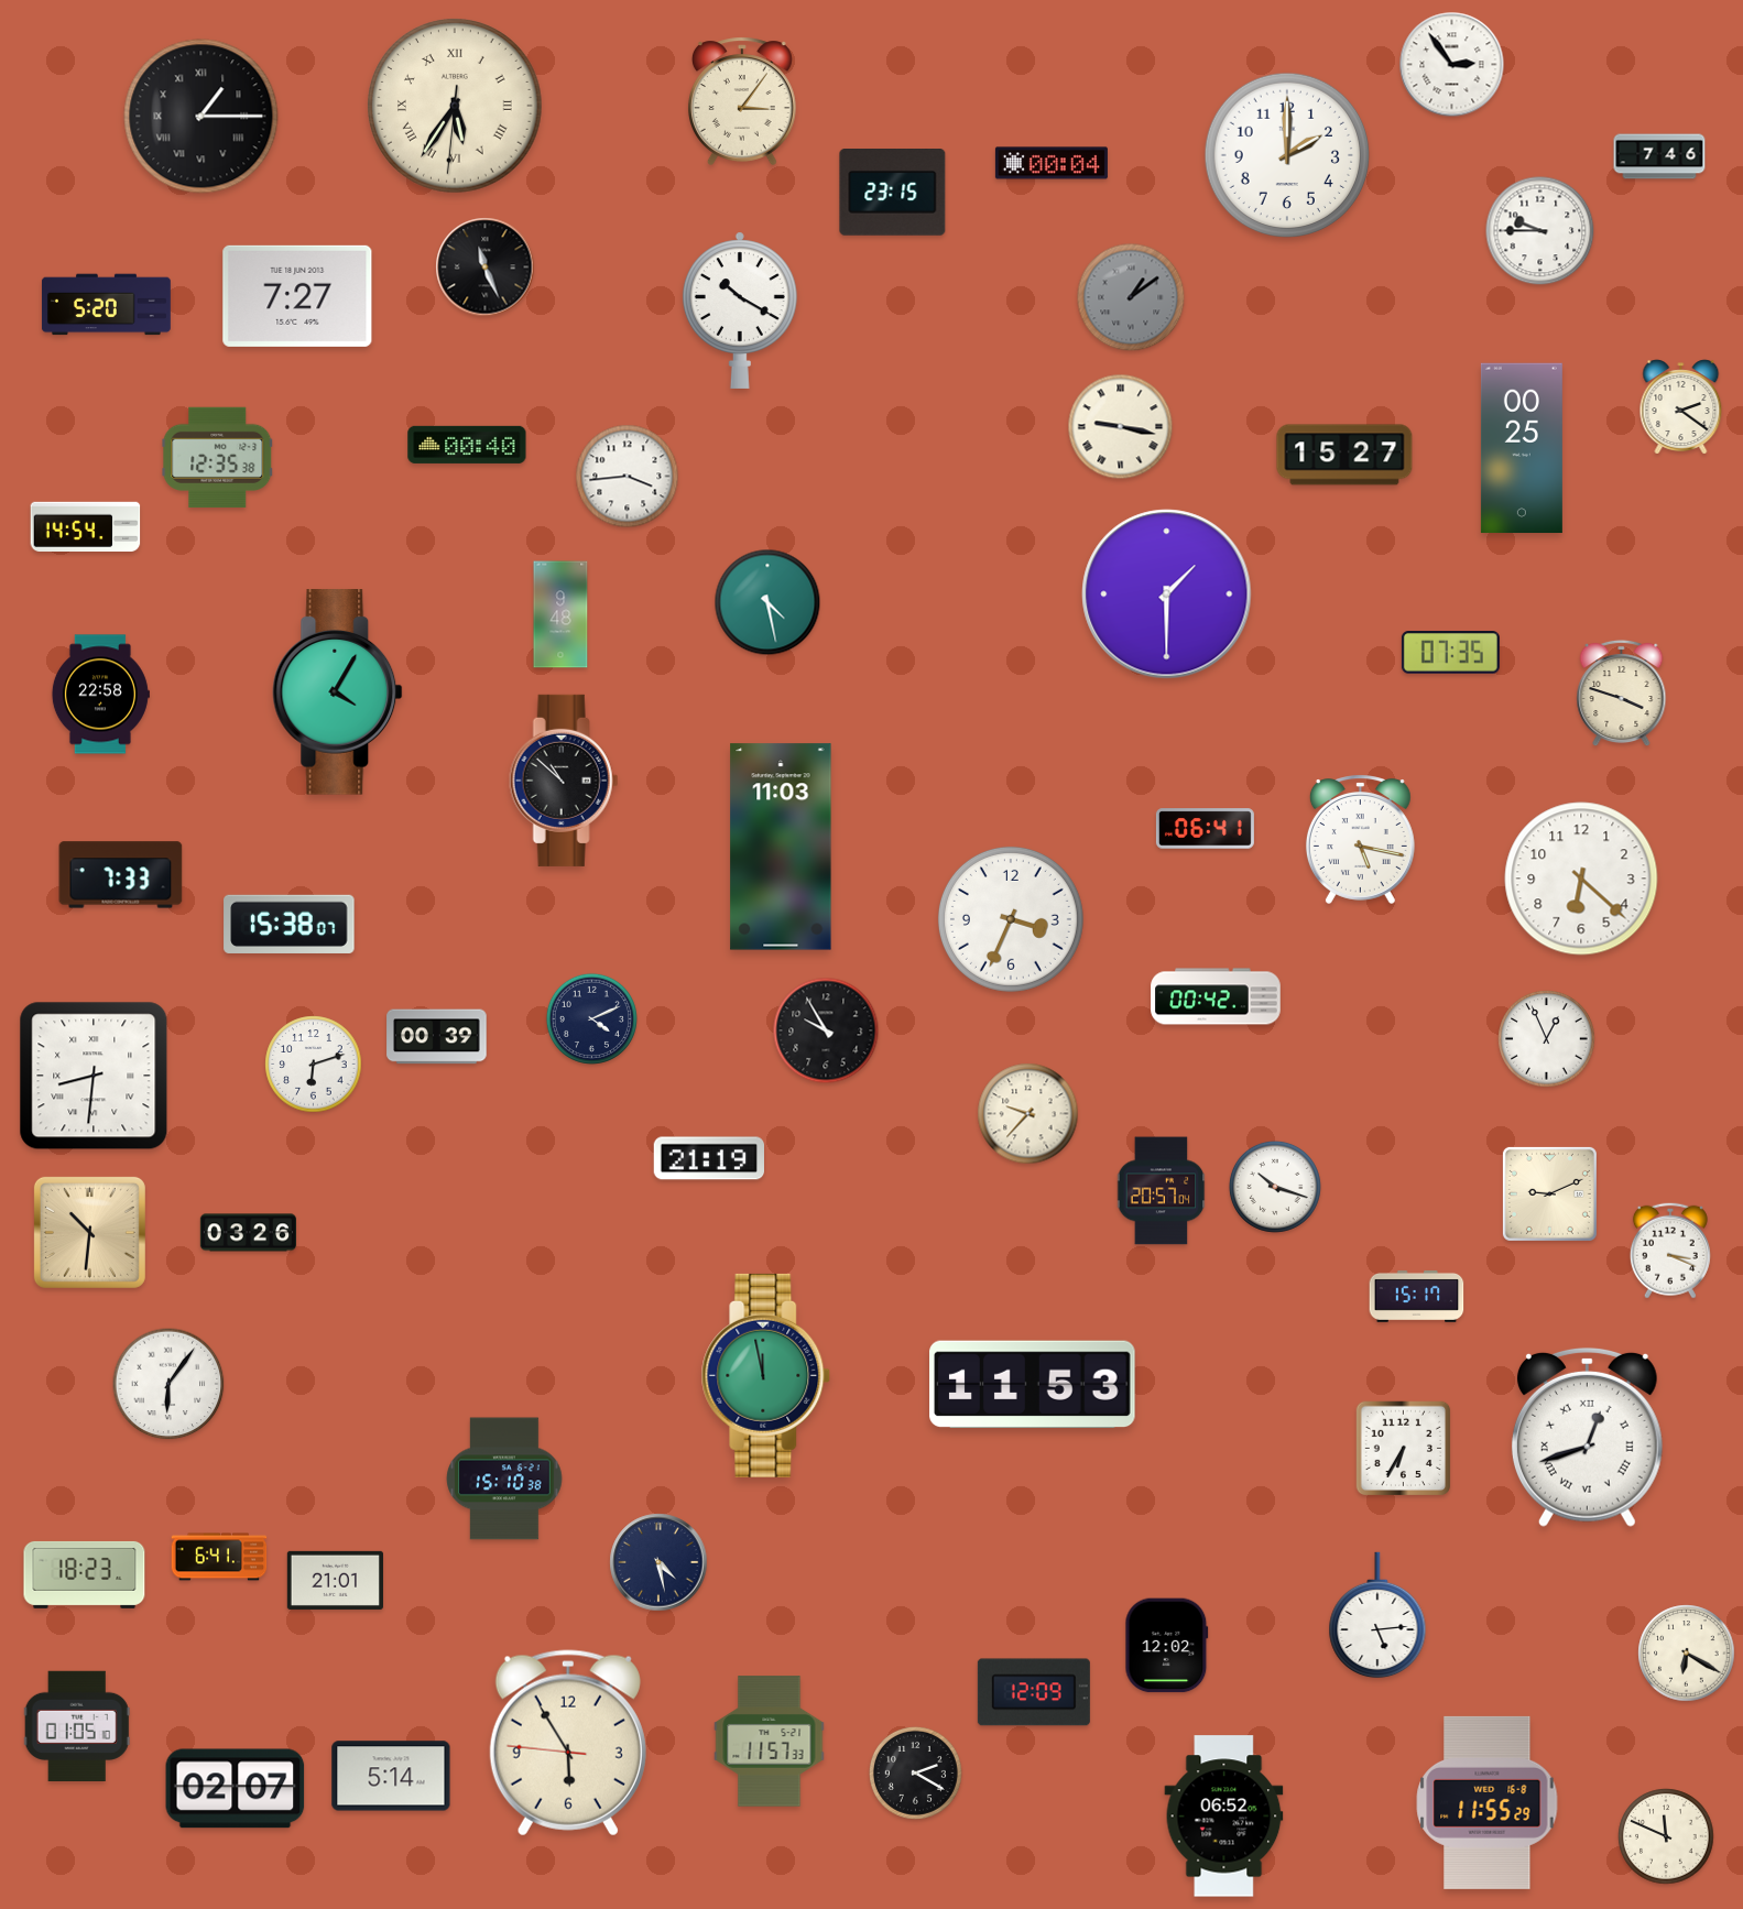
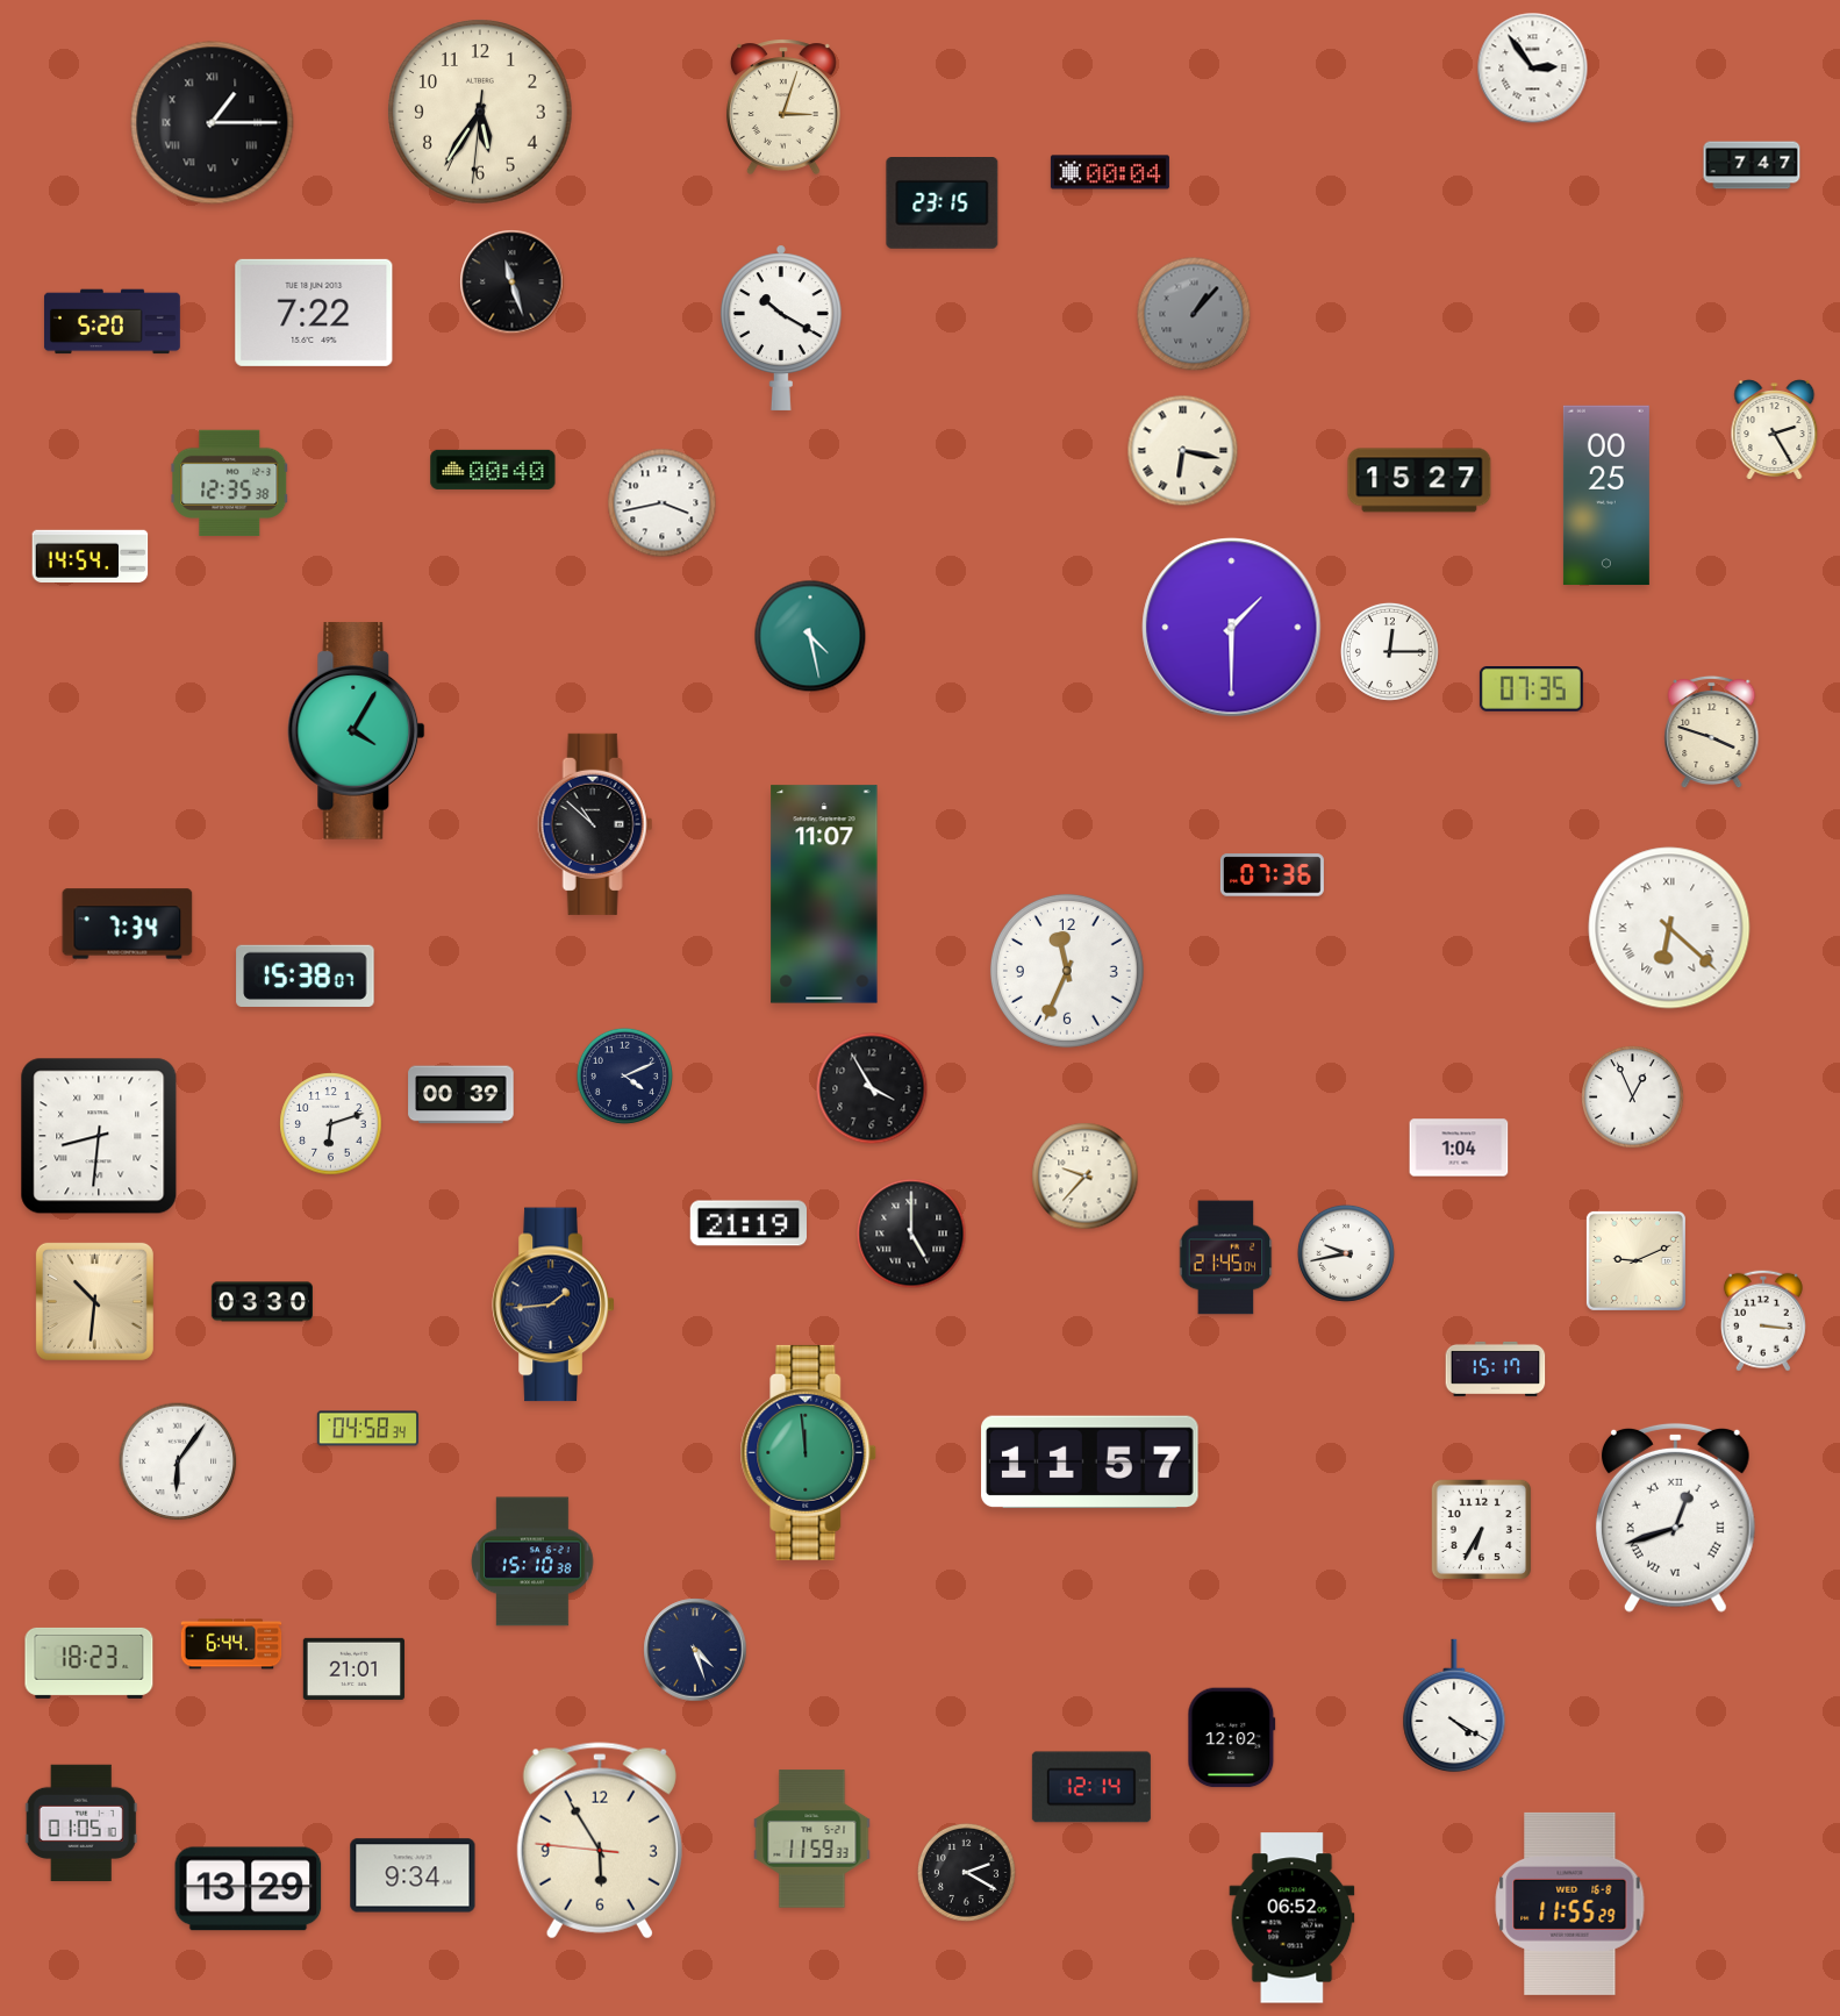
clock at (742, 101): 3:06 -> 3:03
clock at (455, 106) numerals: Roman -> Arabic
clock at (1287, 155): 2:00 -> none
clock at (1659, 156): 7:46 -> 7:47
clock at (1540, 231): 9:45 -> none
clock at (486, 268): 11:26 -> 11:27
clock at (297, 296): 7:27 -> 7:22
clock at (1131, 297): 1:09 -> 1:07
clock at (1681, 407): 2:21 -> 2:25
clock at (1121, 427): 9:17 -> 6:17
clock at (1522, 448) position: (1522, 448) -> (1606, 495)
clock at (628, 477): 3:44 -> 3:43
clock at (560, 614): 9:48 -> none
clock at (1389, 651): none -> 12:15
clock at (100, 695): 22:58 -> none
clock at (1205, 829): 06:41 -> 07:36
clock at (1360, 839): 5:17 -> none
clock at (781, 847): 11:03 -> 11:07
clock at (121, 875): 7:33 -> 7:34
clock at (1581, 879) numerals: Arabic -> Roman
clock at (1011, 919): 3:34 -> 11:34
clock at (1216, 996): 00:42 -> none
clock at (826, 1030): 9:55 -> 3:55
clock at (1459, 1148): none -> 1:04
clock at (911, 1234): none -> 5:00
clock at (1275, 1187): 10:18 -> 9:43
clock at (1162, 1191): 20:57 -> 21:45
clock at (248, 1233): 03:26 -> 03:30
clock at (553, 1304): none -> 1:44
clock at (1670, 1251): 3:19 -> 3:16
clock at (367, 1429): none -> 04:58
clock at (766, 1375): 11:58 -> 11:59
clock at (1033, 1385): 11:53 -> 11:57
clock at (219, 1557): 6:41 -> 6:44
clock at (658, 1562): 4:28 -> 4:27
clock at (1377, 1615): 5:14 -> 4:20
clock at (1687, 1654): 6:20 -> none
clock at (1034, 1692): 12:09 -> 12:14
clock at (770, 1742): 11:57 -> 11:59
clock at (391, 1776): 5:14 -> 9:34
clock at (236, 1789): 02:07 -> 13:29
clock at (1666, 1836): 11:49 -> none
